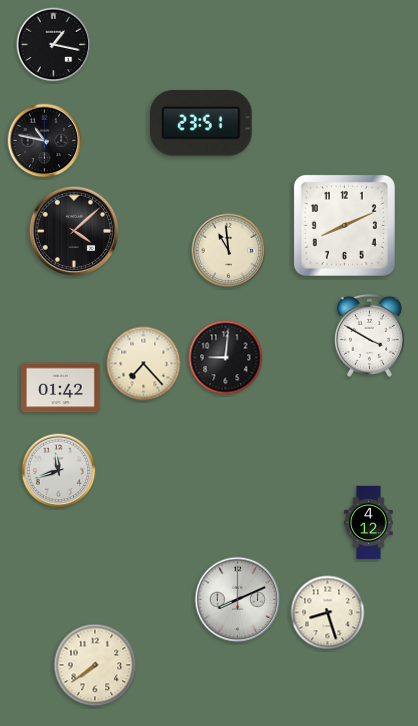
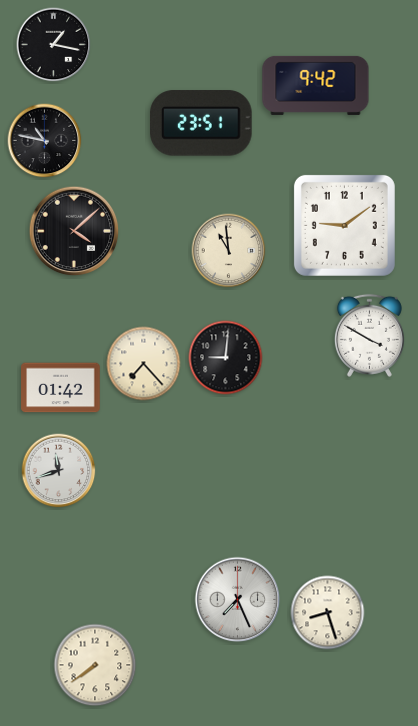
clock at (316, 85): none -> 9:42
clock at (344, 225): 8:11 -> 9:09
clock at (369, 523): 4:12 -> none
clock at (238, 600): 8:11 -> 7:26
